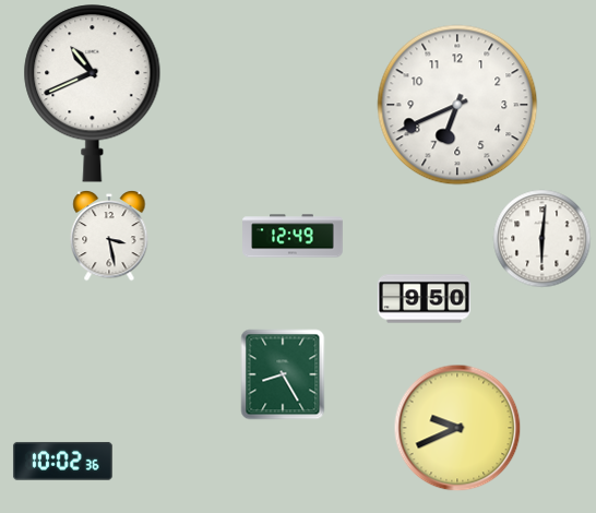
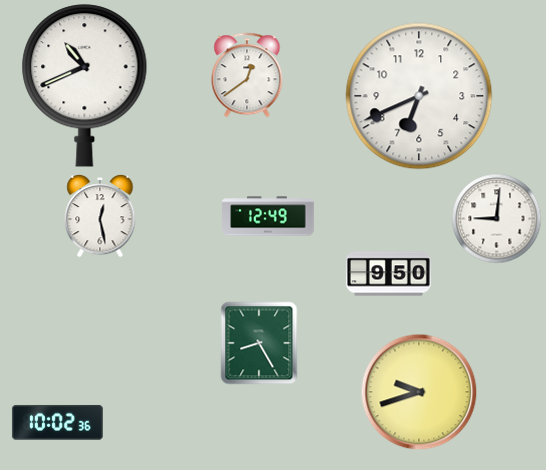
clock at (247, 75): none -> 12:39
clock at (109, 236): 3:28 -> 12:28
clock at (541, 238): 6:01 -> 9:01
clock at (457, 428): 9:41 -> 9:42
